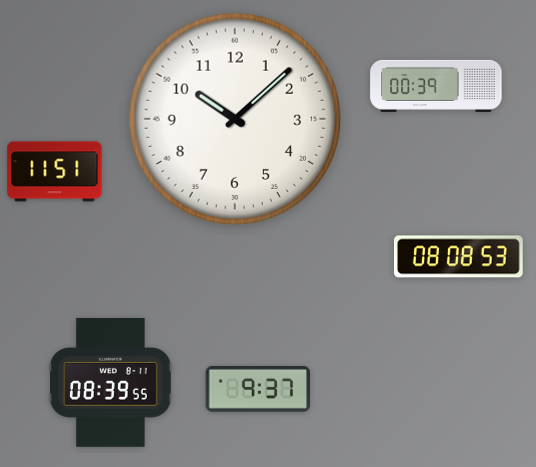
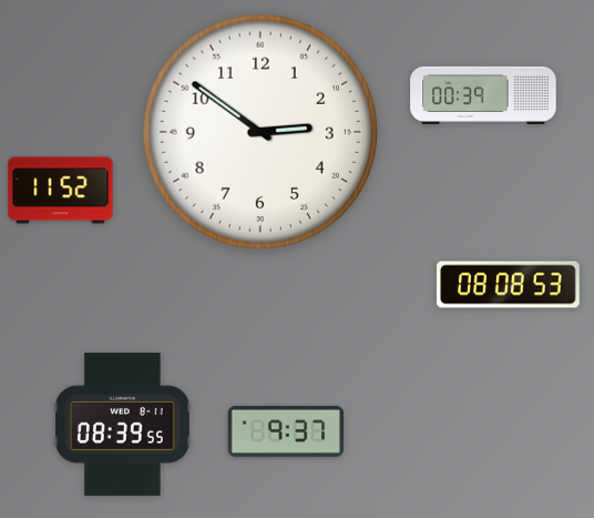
clock at (235, 119): 10:08 -> 2:51
clock at (55, 172): 11:51 -> 11:52
